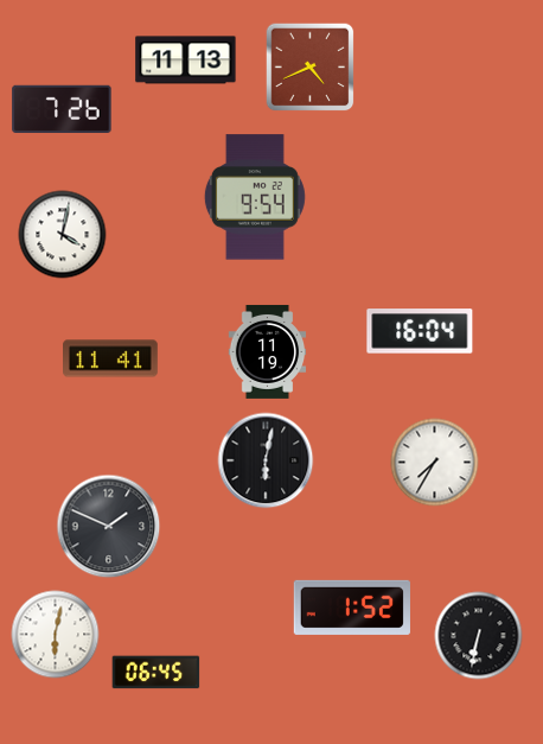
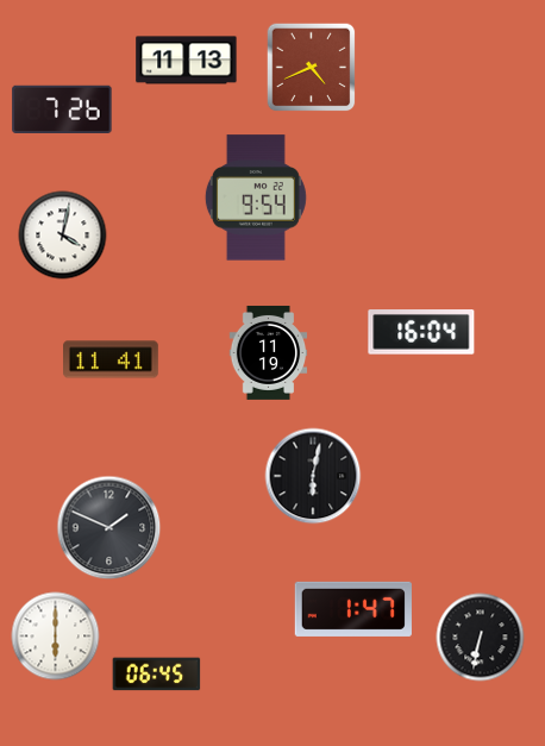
clock at (266, 460) position: (266, 460) -> (313, 476)
clock at (435, 463): 7:35 -> none
clock at (352, 608): 1:52 -> 1:47
clock at (56, 635): 6:02 -> 6:00
